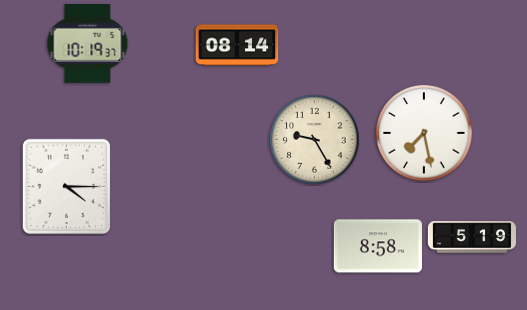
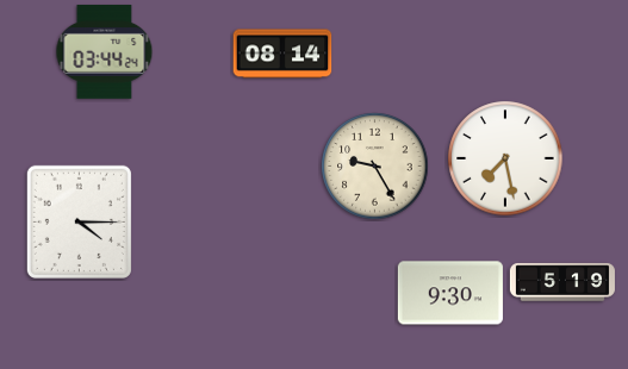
clock at (88, 43): 10:19 -> 03:44
clock at (378, 246): 8:58 -> 9:30
